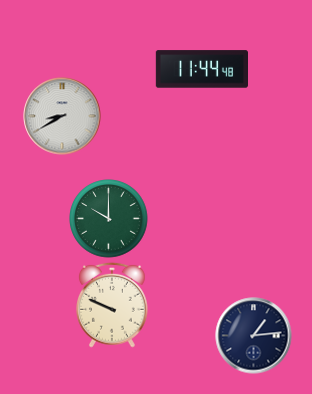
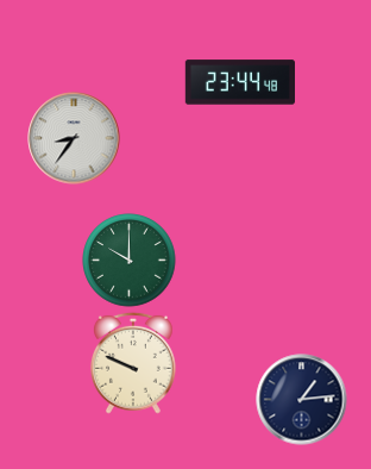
clock at (201, 69): 11:44 -> 23:44
clock at (62, 116): 8:40 -> 8:36
